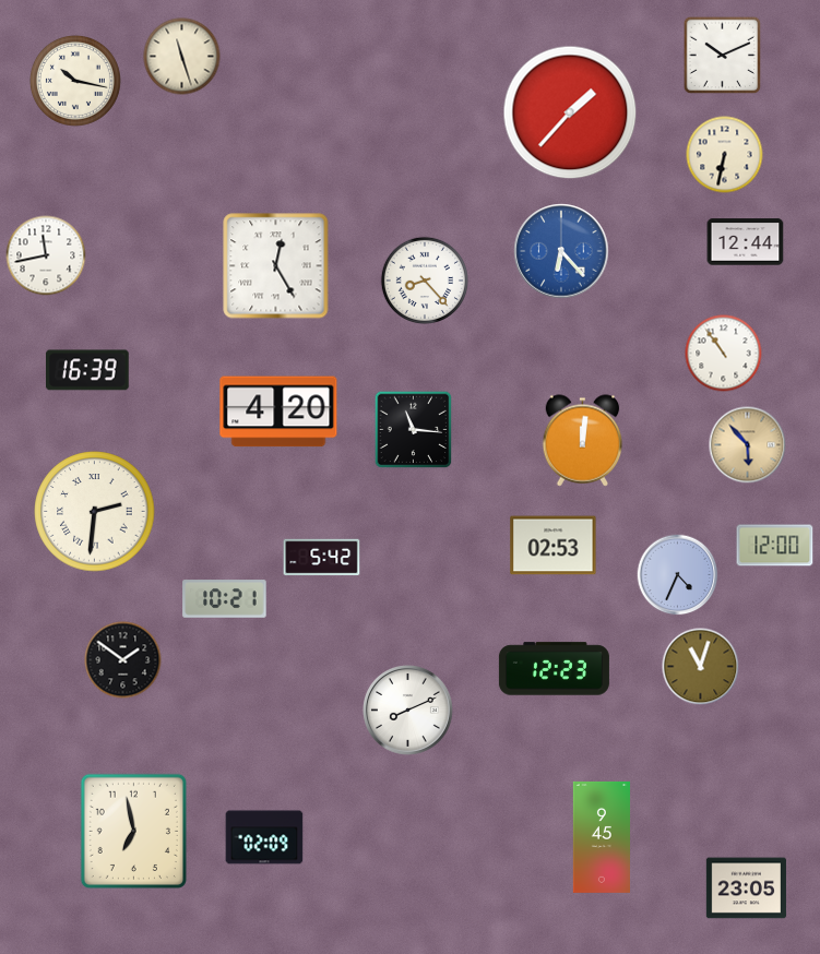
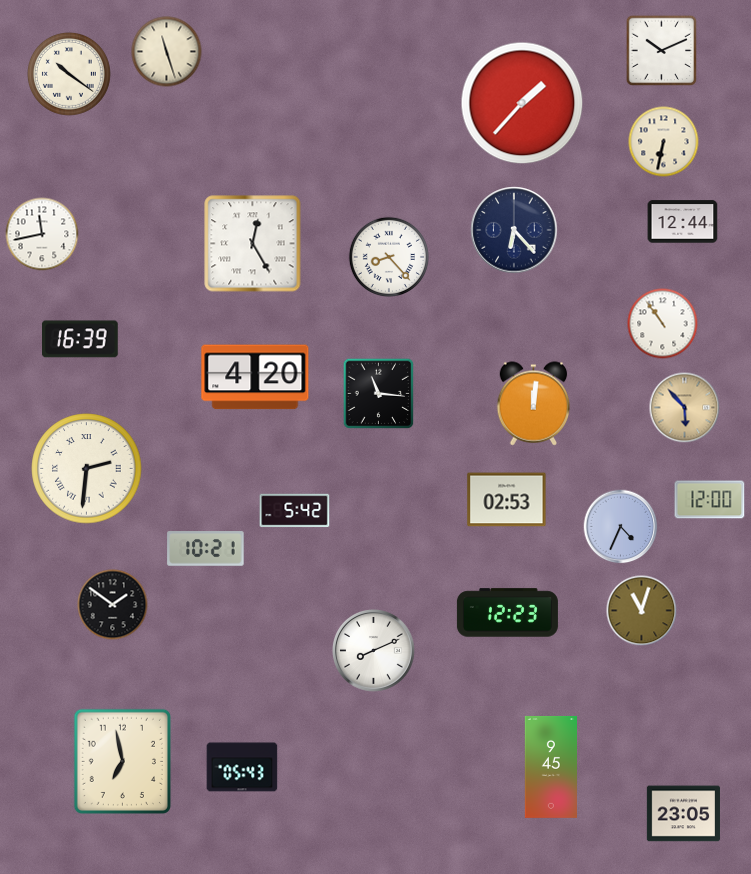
clock at (75, 81): 10:17 -> 10:21
clock at (561, 251) dial: blue -> navy
clock at (264, 837): 02:09 -> 05:43
